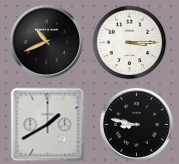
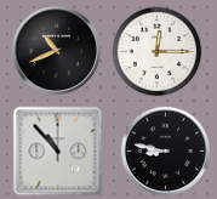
clock at (130, 43): 3:15 -> 12:15
clock at (48, 125): 1:40 -> 10:53
